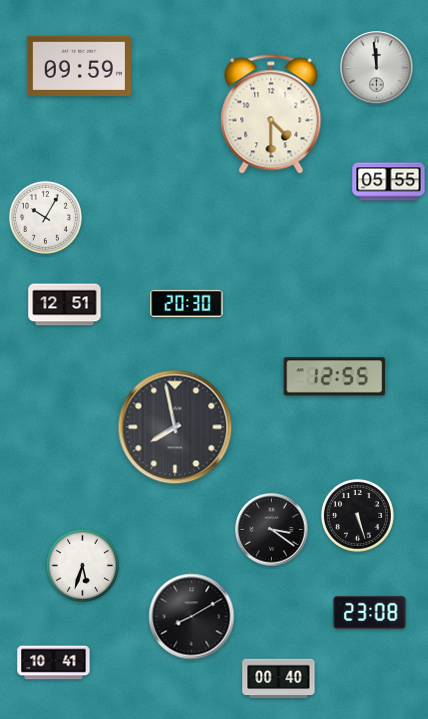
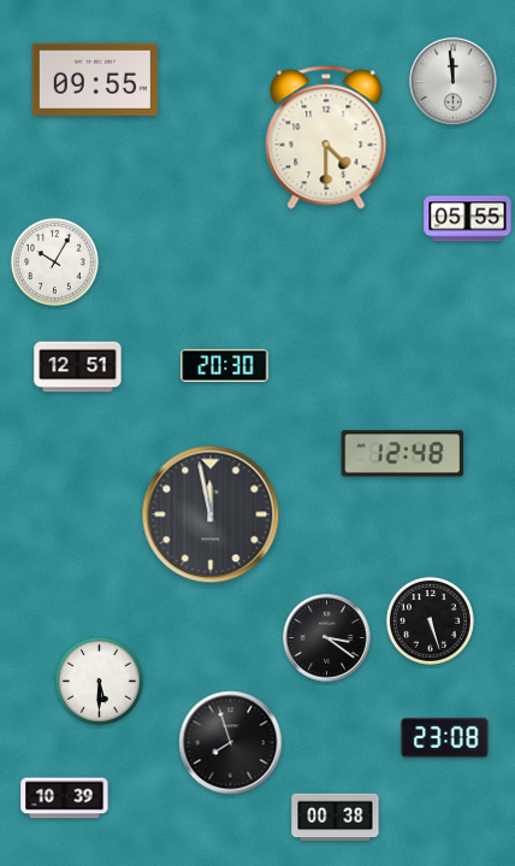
clock at (79, 66): 09:59 -> 09:55
clock at (335, 377): 12:55 -> 12:48
clock at (175, 427): 7:58 -> 11:58
clock at (82, 565): 5:33 -> 5:30
clock at (192, 617): 8:10 -> 7:57
clock at (54, 663): 10:41 -> 10:39
clock at (279, 679): 00:40 -> 00:38
